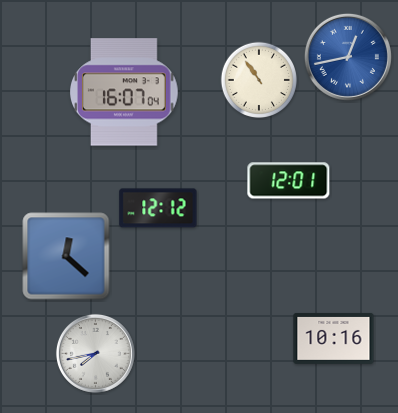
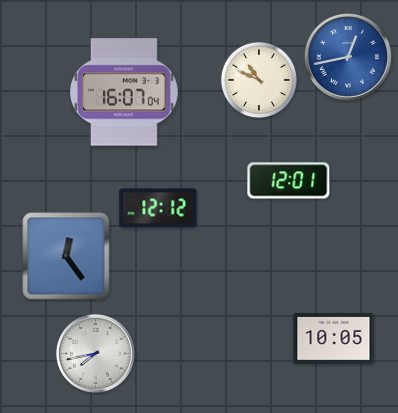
clock at (259, 80): 10:54 -> 10:49
clock at (66, 256): 12:22 -> 12:24
clock at (334, 338): 10:16 -> 10:05
